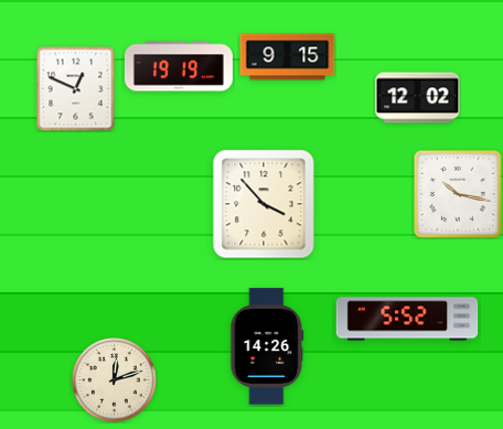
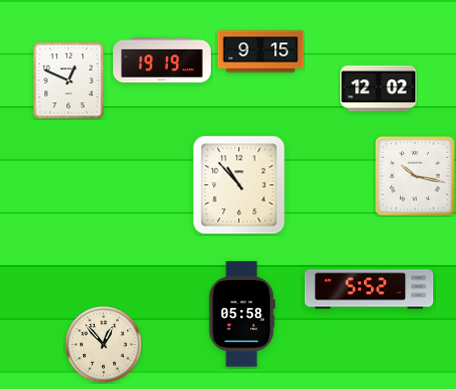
clock at (264, 204): 3:53 -> 10:53
clock at (267, 346): 14:26 -> 05:58
clock at (115, 380): 12:12 -> 12:53
